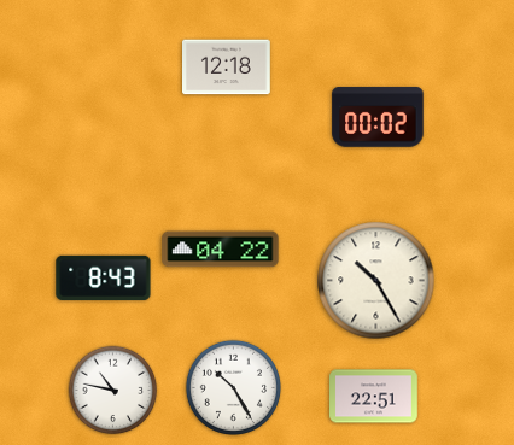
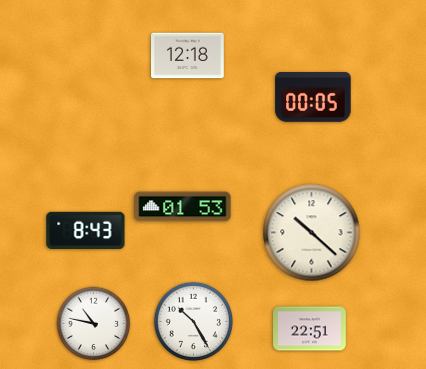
clock at (378, 117): 00:02 -> 00:05
clock at (221, 250): 04:22 -> 01:53
clock at (376, 281): 10:25 -> 10:22
